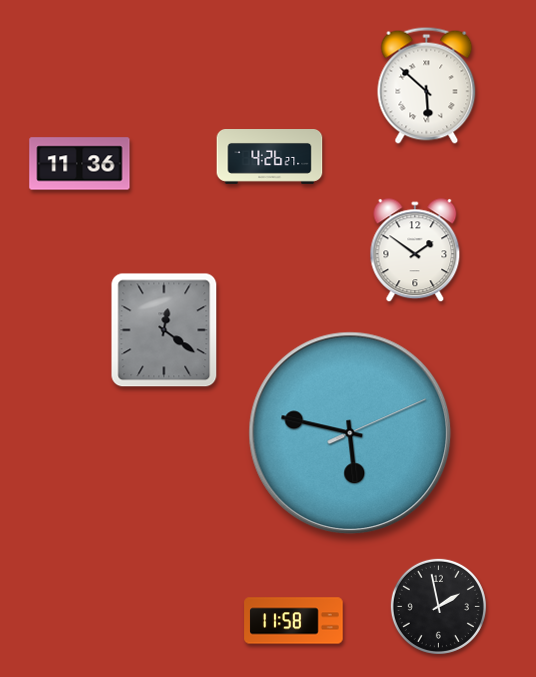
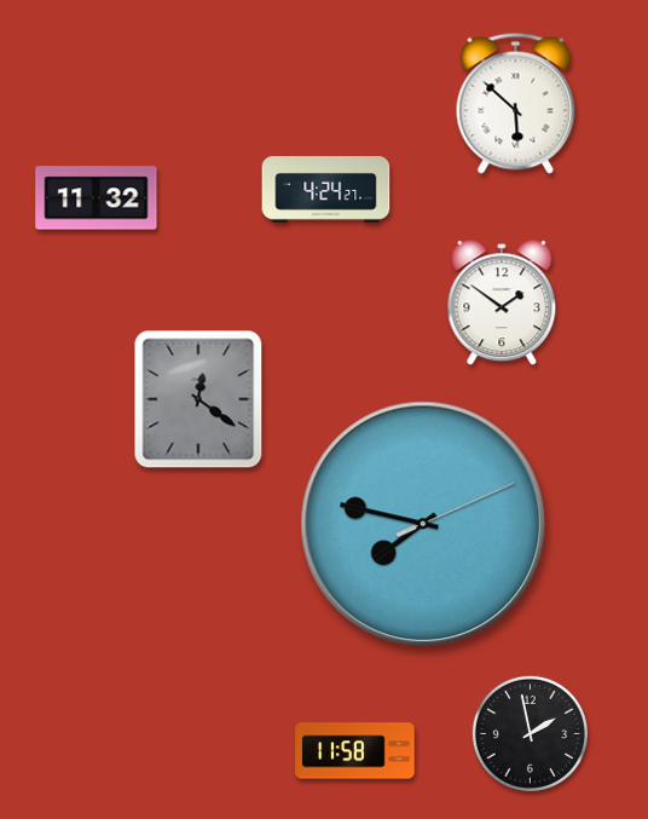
clock at (270, 157): 4:26 -> 4:24
clock at (80, 164): 11:36 -> 11:32
clock at (350, 433): 5:47 -> 7:47
